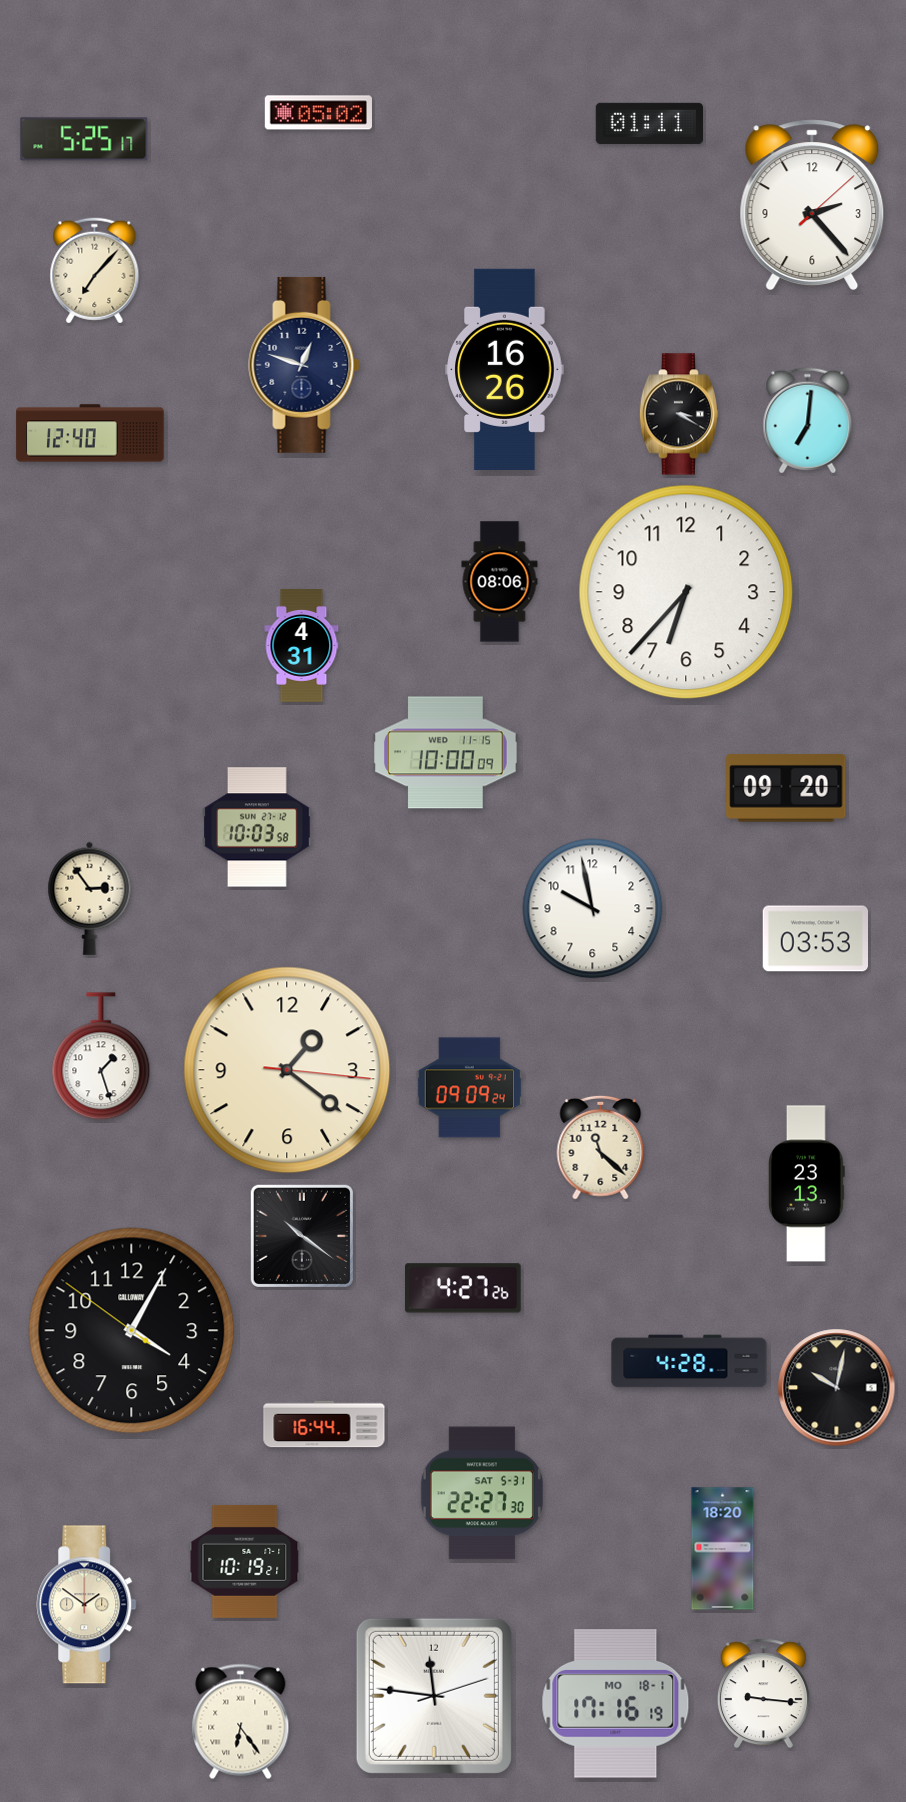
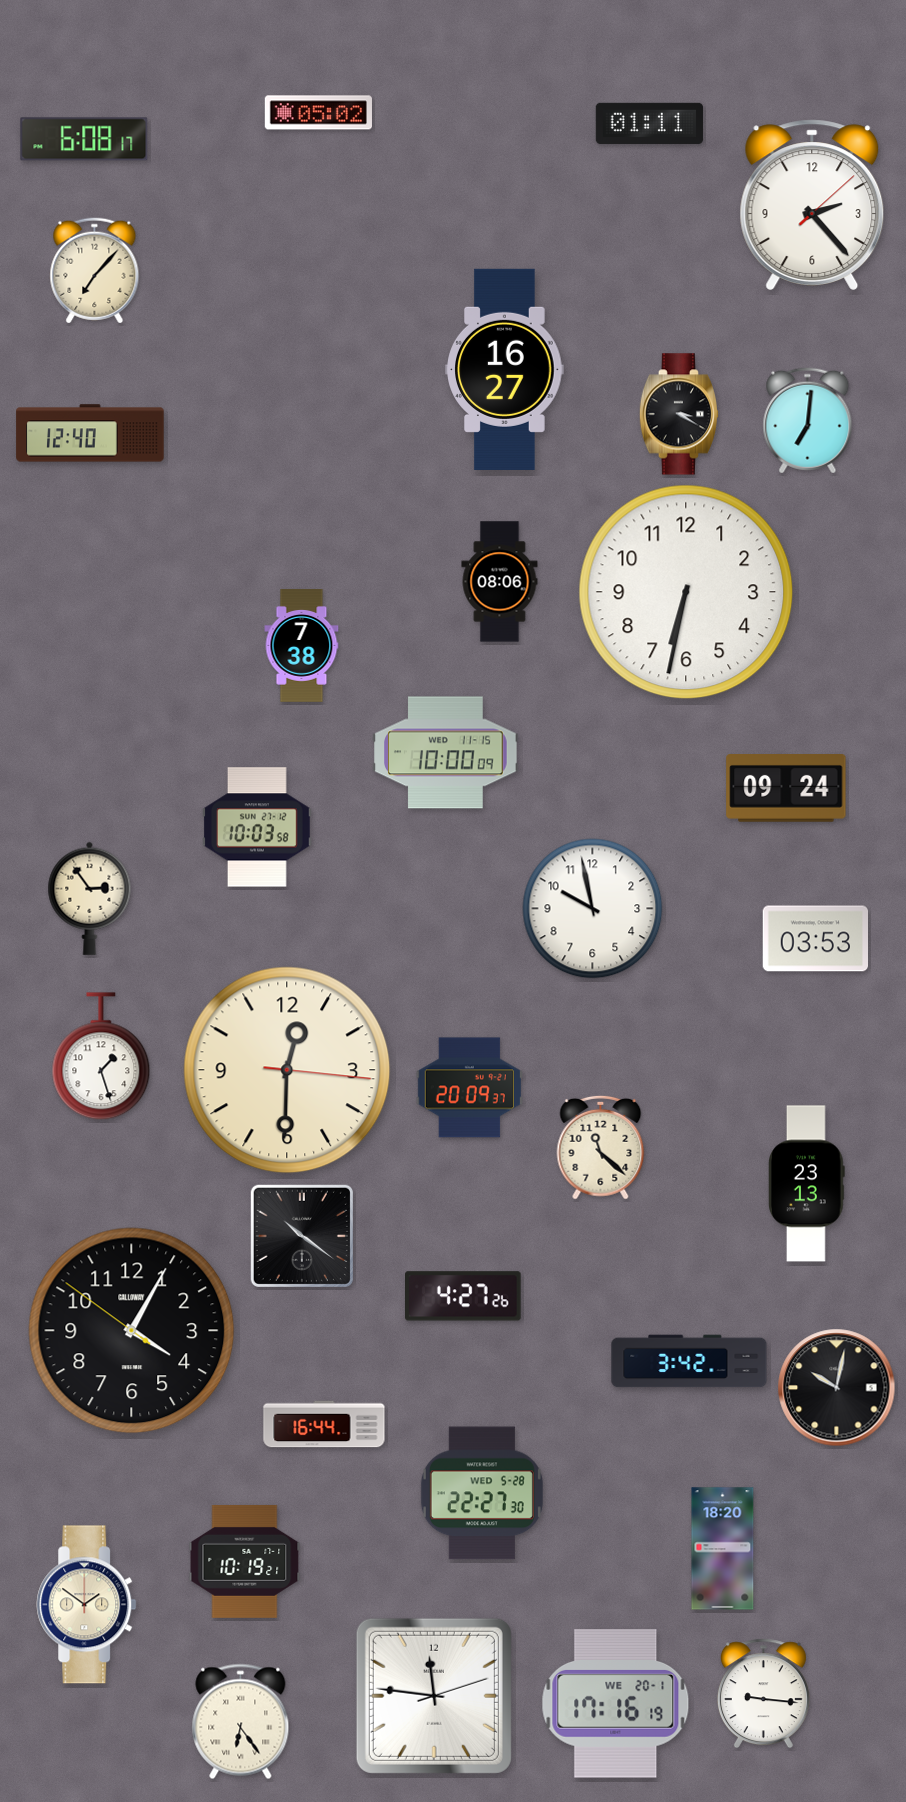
clock at (84, 139): 5:25 -> 6:08
clock at (304, 365): 12:48 -> none
clock at (505, 369): 16:26 -> 16:27
clock at (686, 592): 6:37 -> 6:32
clock at (302, 646): 4:31 -> 7:38
clock at (786, 789): 09:20 -> 09:24
clock at (287, 1070): 1:21 -> 12:30
clock at (469, 1088): 09:09 -> 20:09
clock at (464, 1288) position: (464, 1288) -> (464, 1296)
clock at (689, 1361): 4:28 -> 3:42
clock at (482, 1493) date: SAT 5-31 -> WED 5-28
clock at (616, 1704) date: MO 18-1 -> WE 20-1
